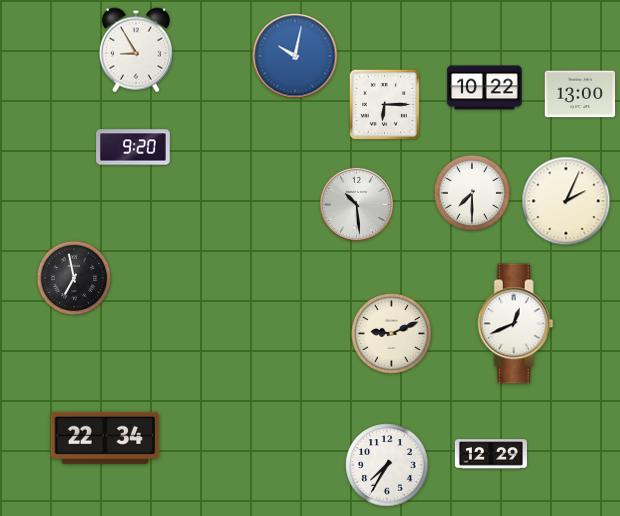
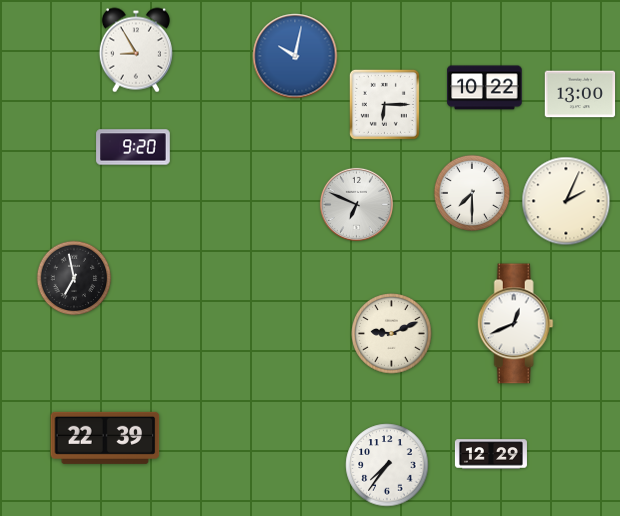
clock at (356, 204): 10:29 -> 6:49
clock at (105, 438): 22:34 -> 22:39
clock at (387, 465): 7:35 -> 7:36
